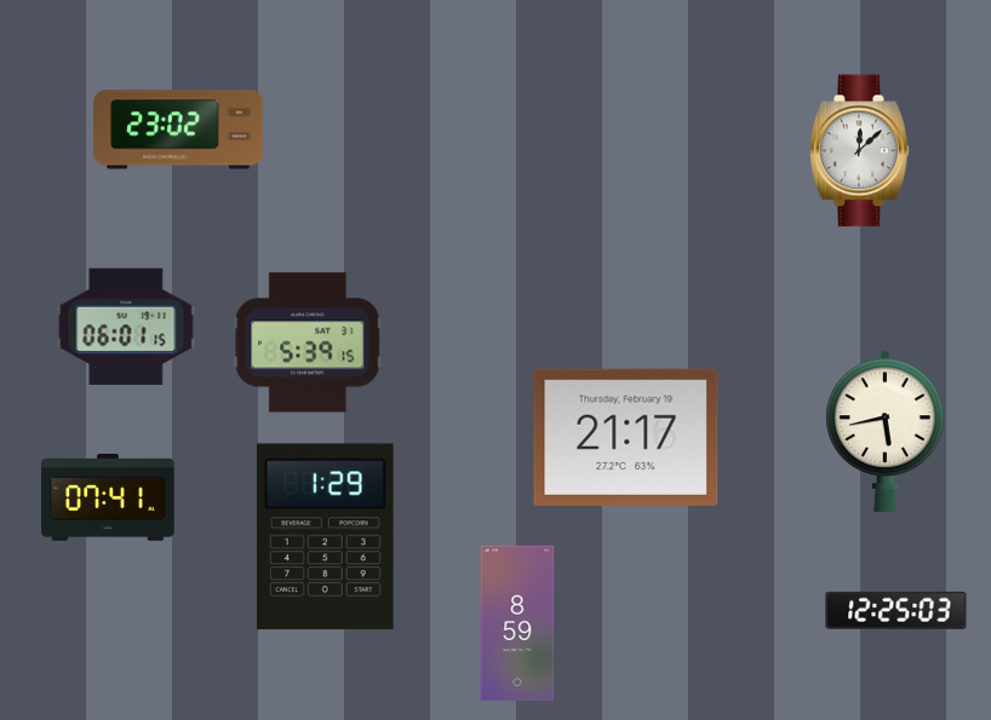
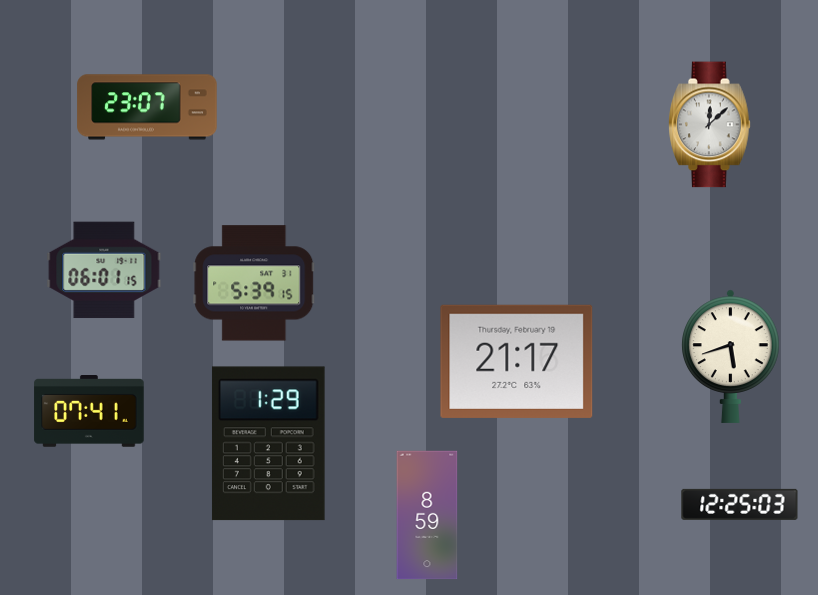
clock at (178, 129): 23:02 -> 23:07
clock at (886, 431): 5:43 -> 5:42
